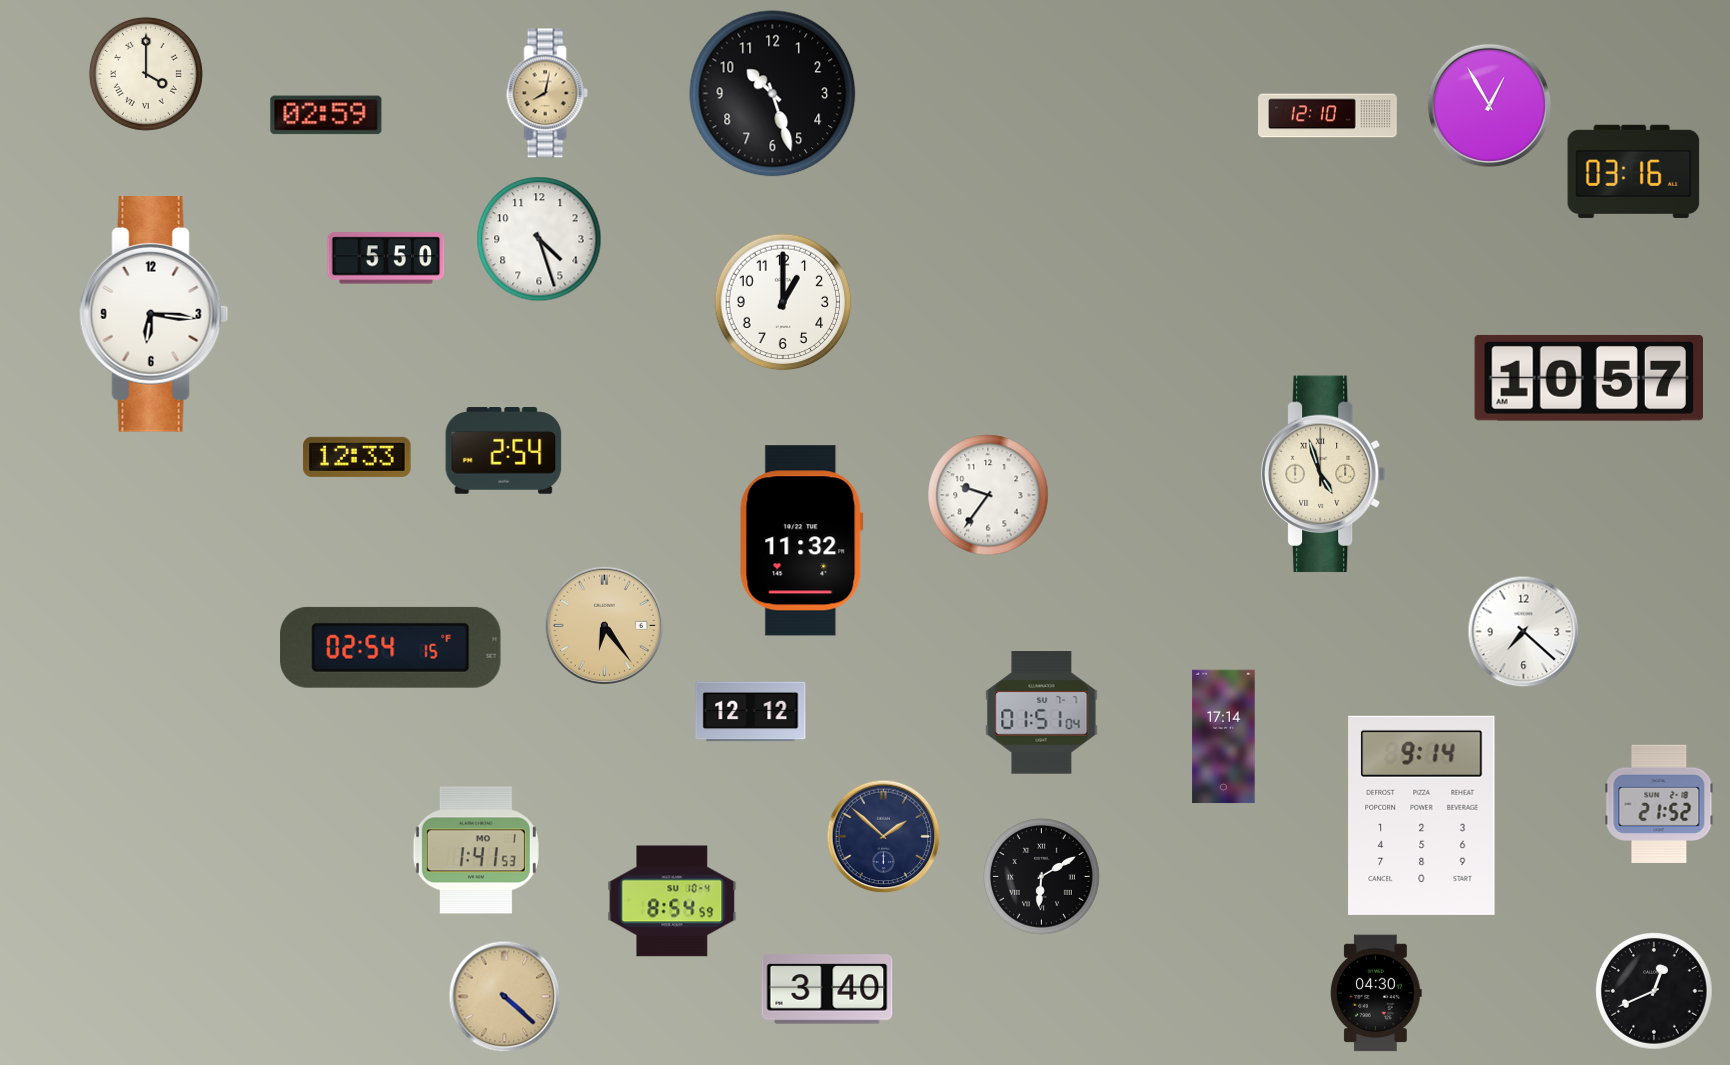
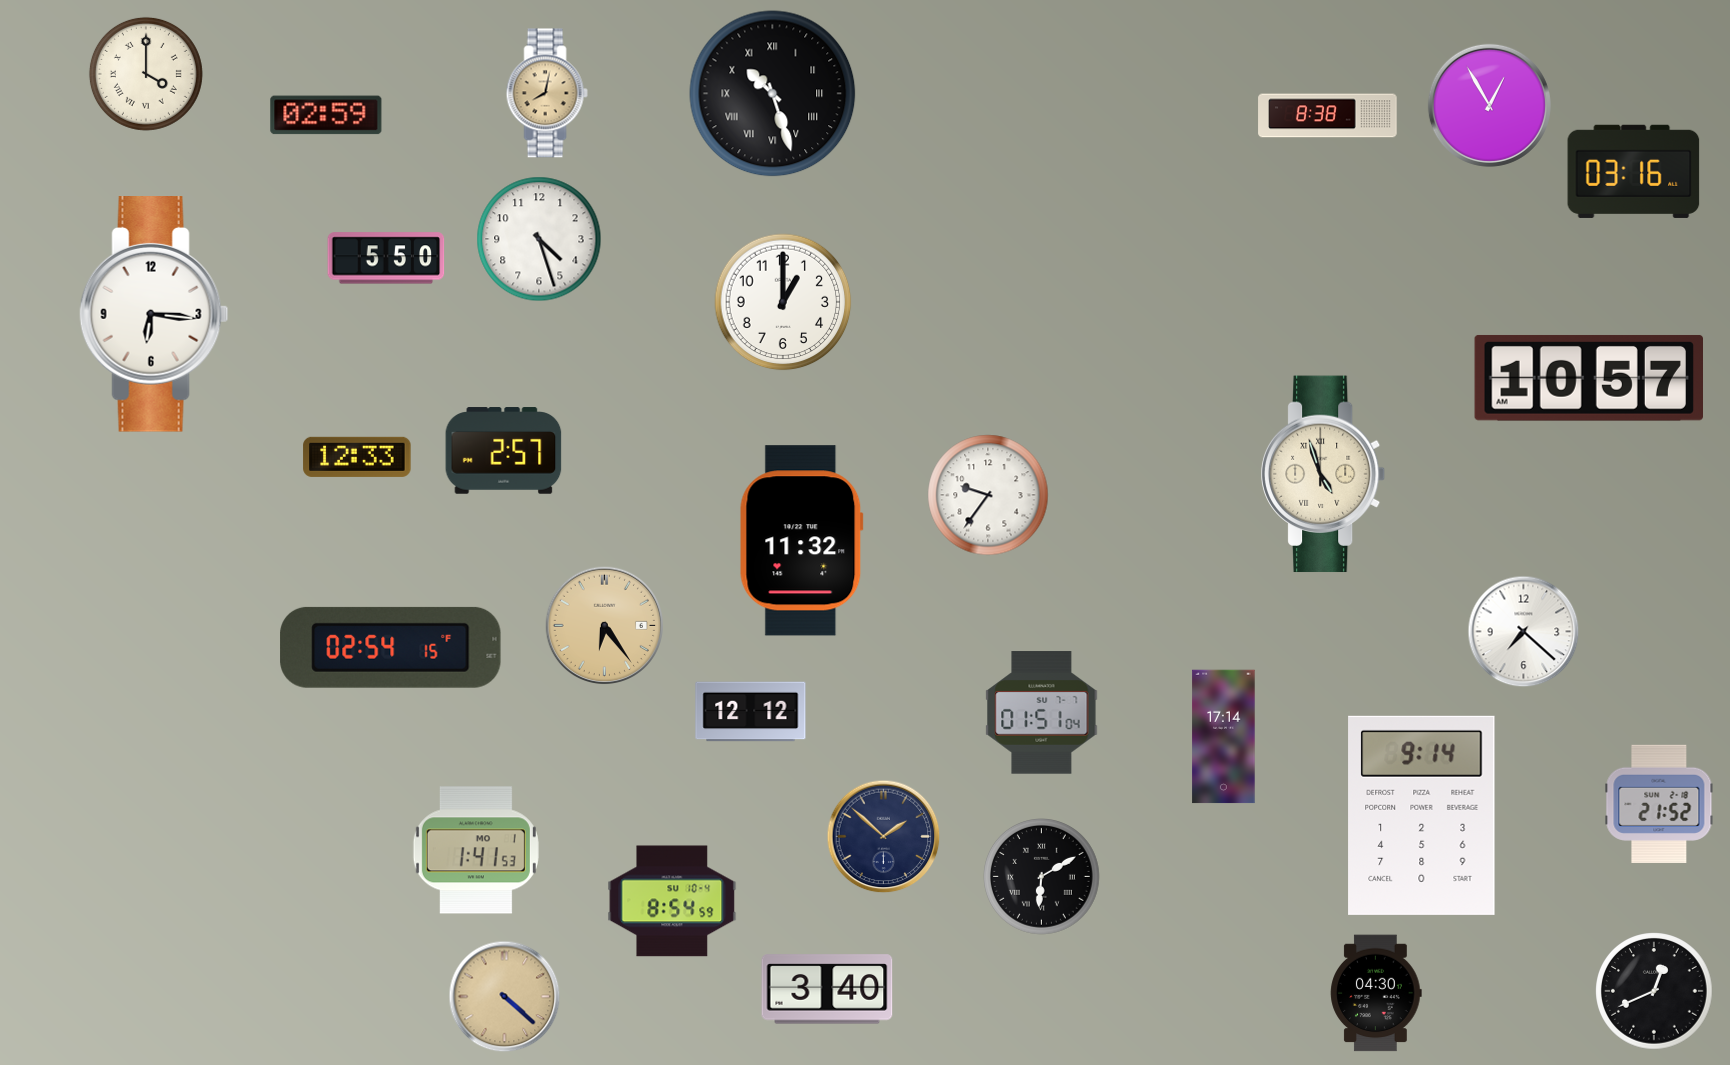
clock at (773, 94) numerals: Arabic -> Roman
clock at (1328, 116): 12:10 -> 8:38
clock at (504, 451): 2:54 -> 2:57
